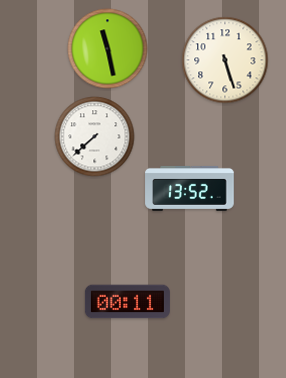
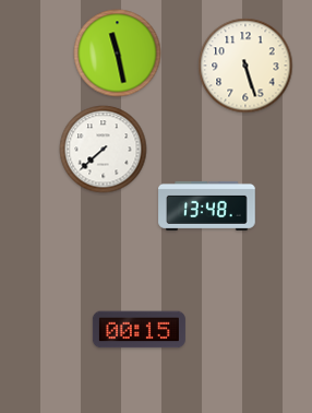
clock at (190, 188): 13:52 -> 13:48
clock at (127, 302): 00:11 -> 00:15
